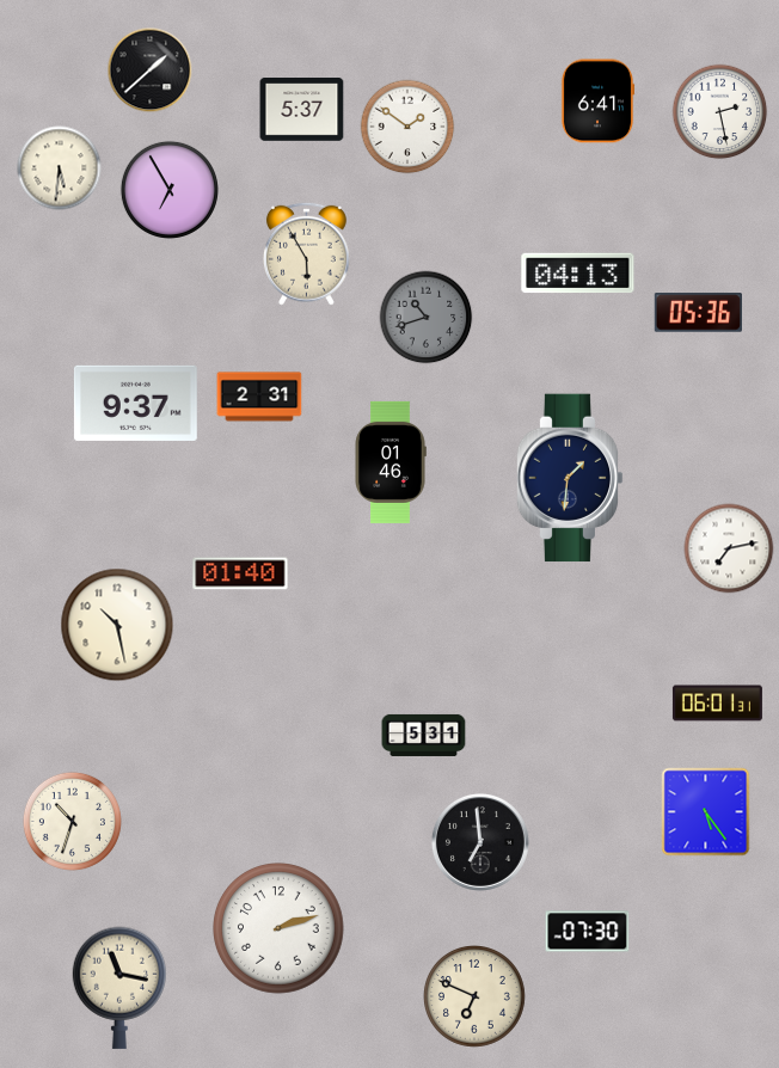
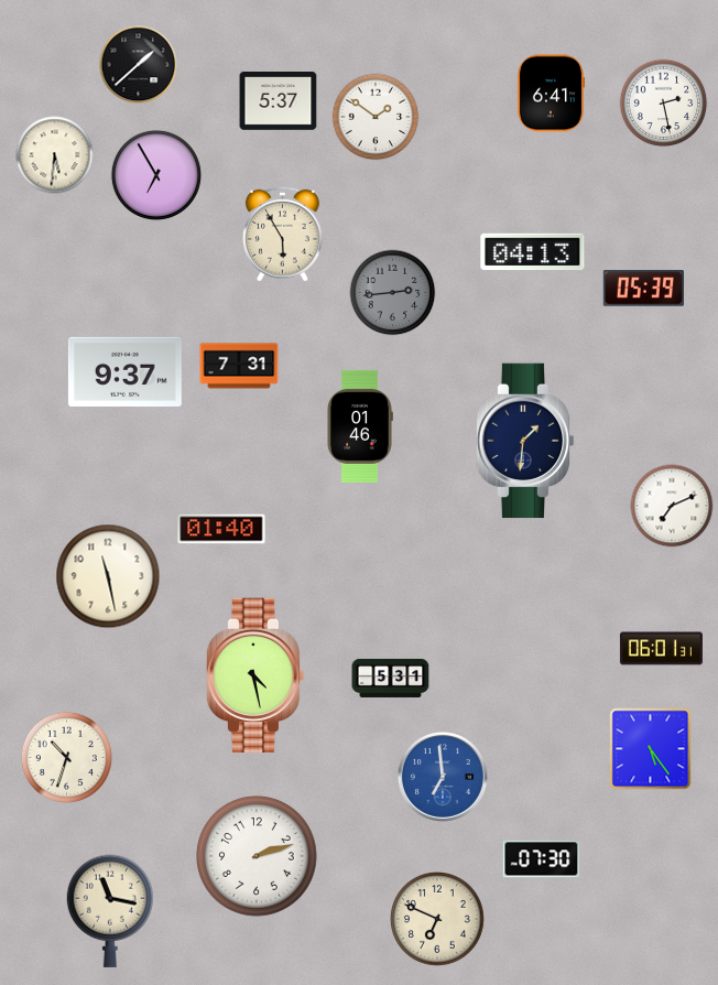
clock at (698, 313): 05:36 -> 05:39
clock at (427, 318): 10:42 -> 2:44
clock at (259, 397): 2:31 -> 7:31
clock at (729, 548): 7:13 -> 7:11
clock at (117, 625): 10:28 -> 11:28
clock at (255, 675): none -> 4:28
clock at (480, 842) dial: black -> blue
